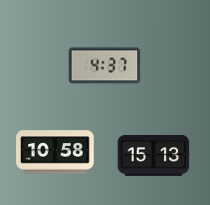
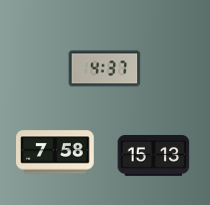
clock at (105, 66) position: (105, 66) -> (105, 69)
clock at (55, 152): 10:58 -> 7:58
